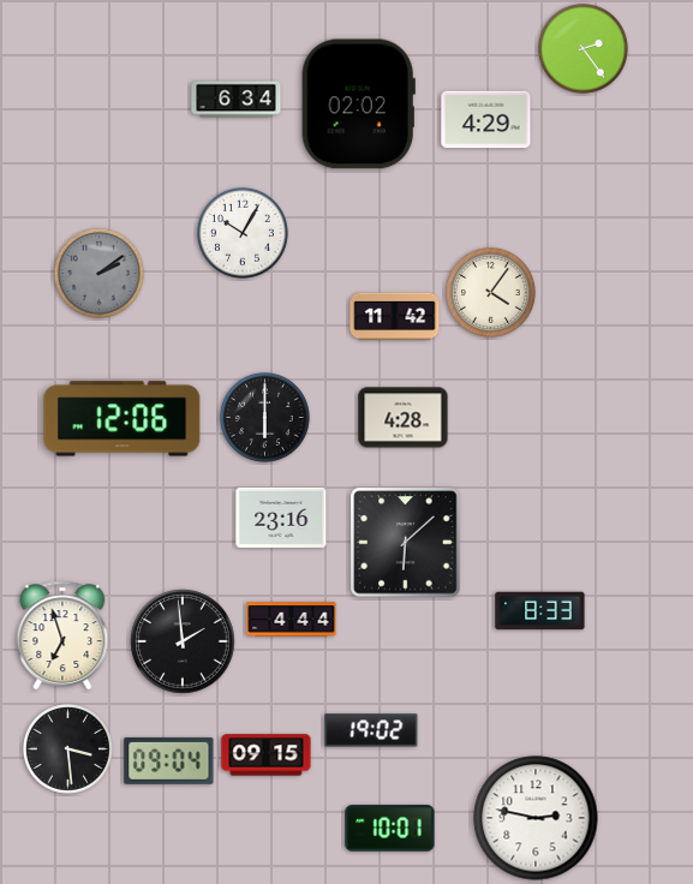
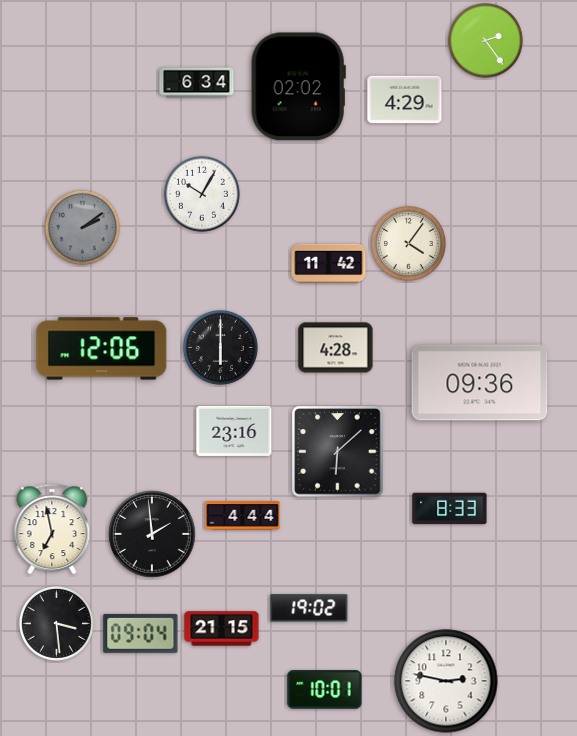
clock at (480, 383): none -> 09:36
clock at (62, 635): 6:57 -> 6:58
clock at (267, 755): 09:15 -> 21:15
